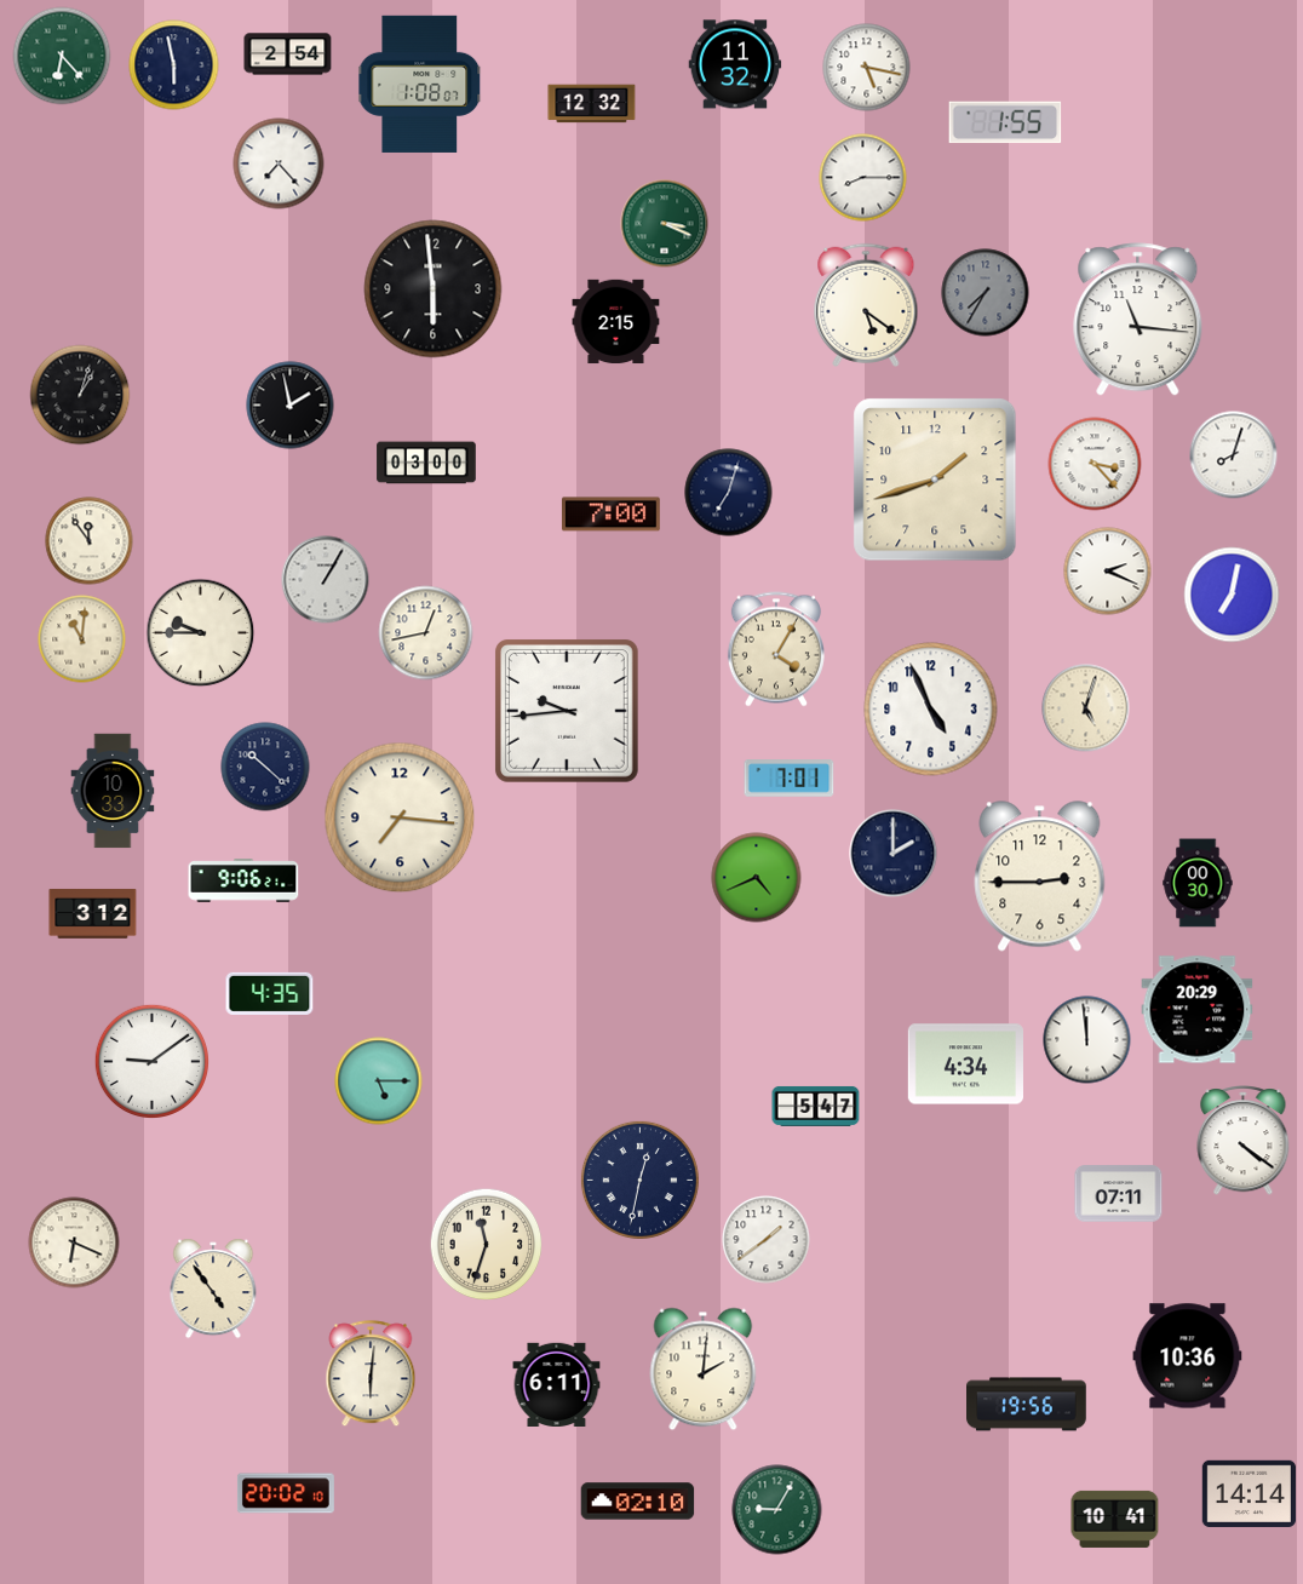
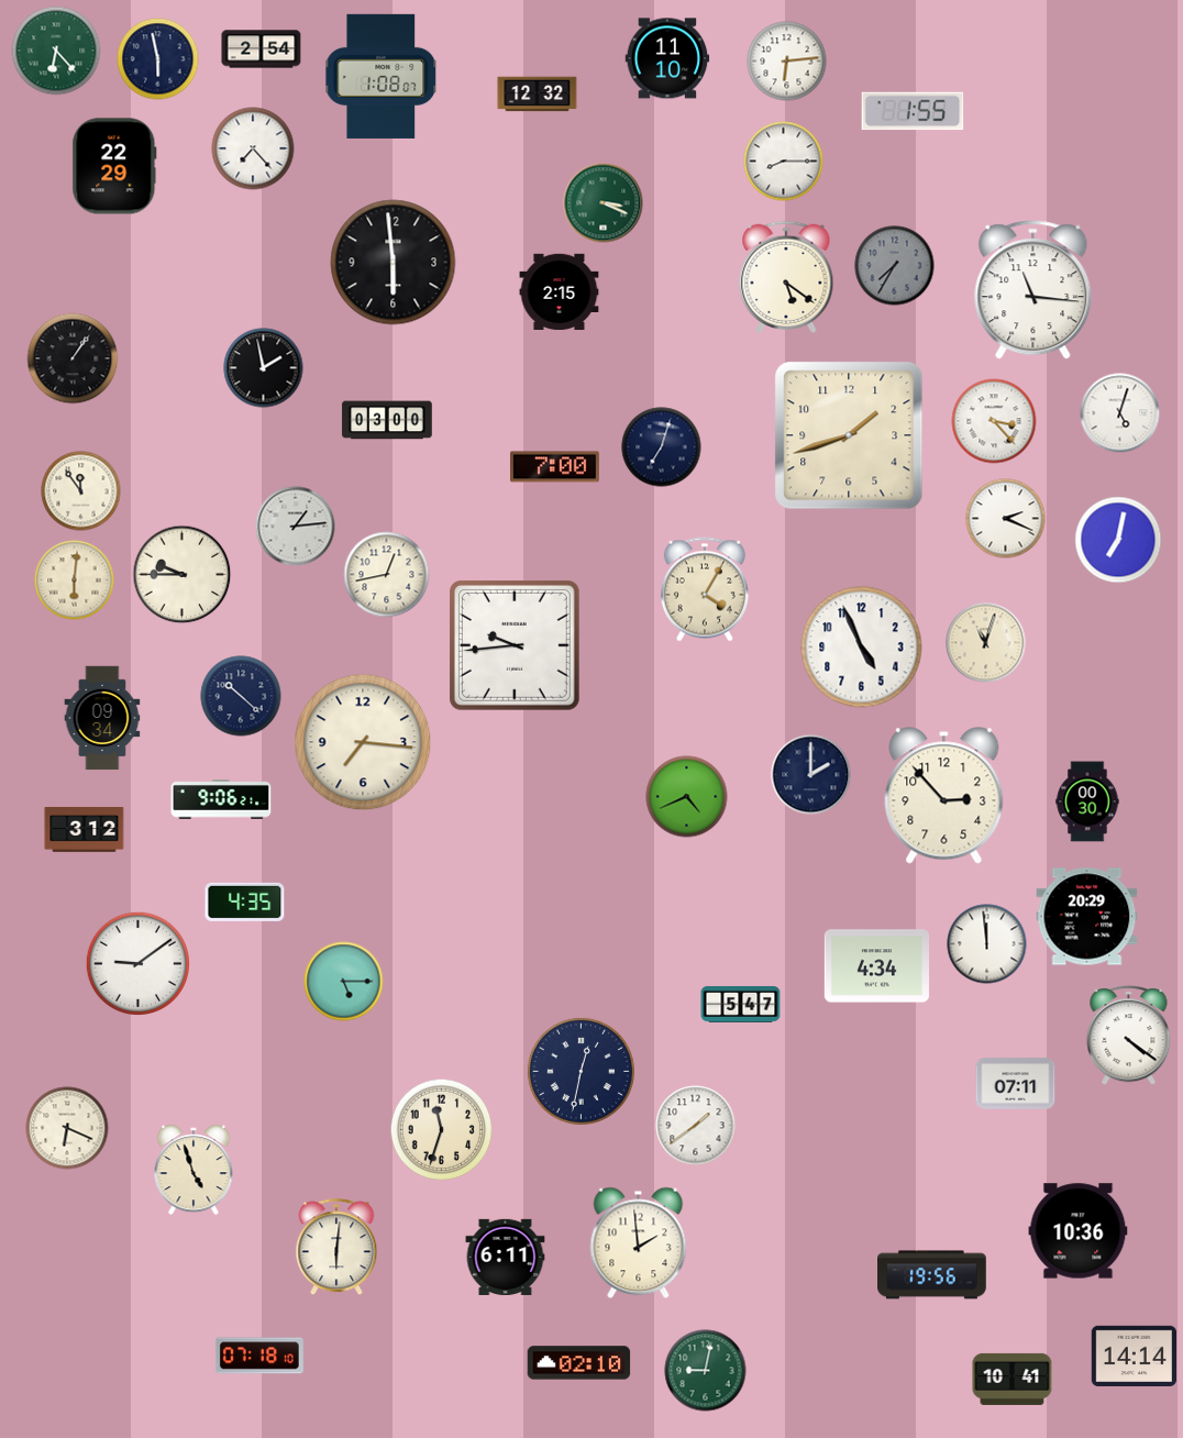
clock at (735, 64): 11:32 -> 11:10
clock at (867, 68): 5:17 -> 6:14
clock at (114, 166): none -> 22:29
clock at (80, 395): 1:03 -> 1:06
clock at (1234, 455): 8:03 -> 5:03
clock at (326, 580): 1:05 -> 1:14
clock at (82, 639): 11:01 -> 6:01
clock at (1086, 708): 5:03 -> 11:03
clock at (931, 710) position: (931, 710) -> (862, 648)
clock at (790, 779): 7:01 -> none
clock at (113, 791): 10:33 -> 09:34
clock at (1040, 877): 2:45 -> 2:53
clock at (213, 1289): 4:54 -> 4:57
clock at (704, 1370): 2:01 -> 1:59
clock at (286, 1493): 20:02 -> 07:18
clock at (777, 1510): 9:05 -> 9:02
